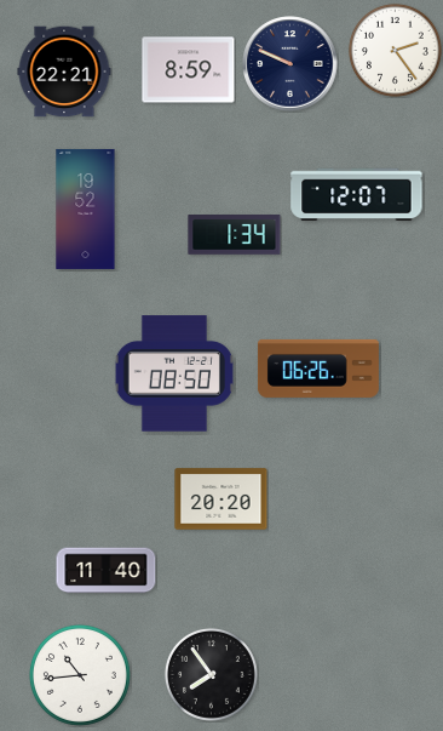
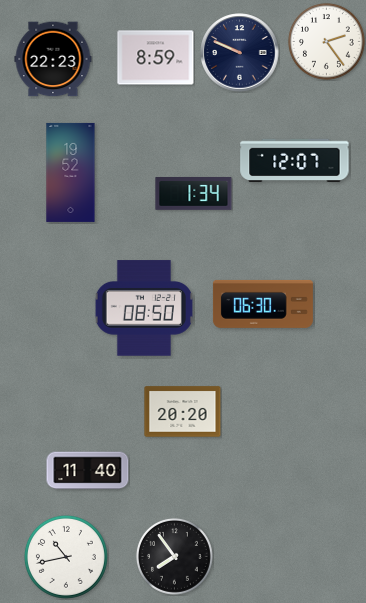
clock at (64, 72): 22:21 -> 22:23
clock at (318, 369): 06:26 -> 06:30
clock at (80, 675): 10:44 -> 10:43
